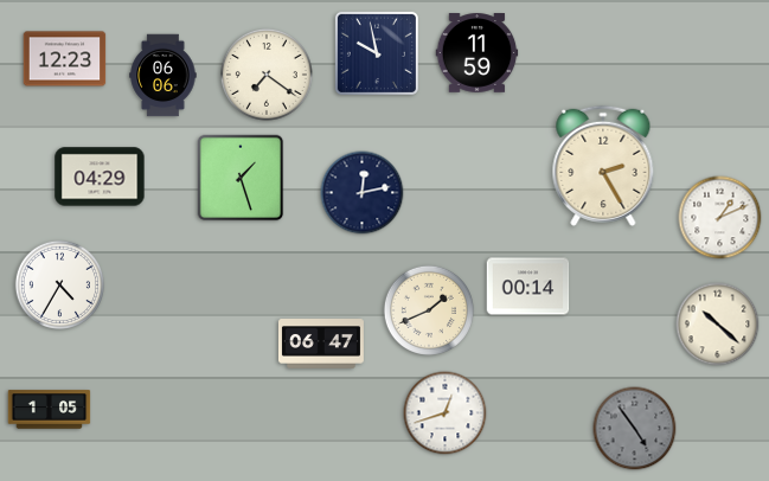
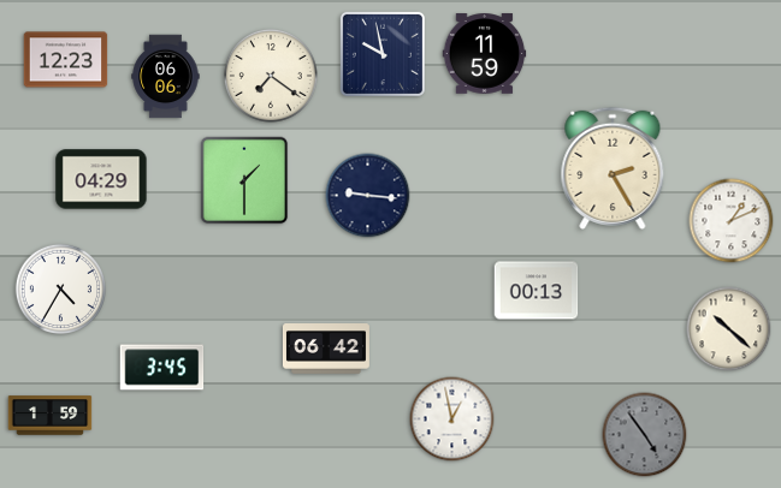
clock at (241, 178): 1:27 -> 1:30
clock at (363, 193): 12:13 -> 9:16
clock at (528, 287): 00:14 -> 00:13
clock at (429, 310): 1:41 -> none
clock at (321, 345): 06:47 -> 06:42
clock at (162, 368): none -> 3:45
clock at (50, 410): 1:05 -> 1:59
clock at (446, 413): 12:42 -> 12:58
